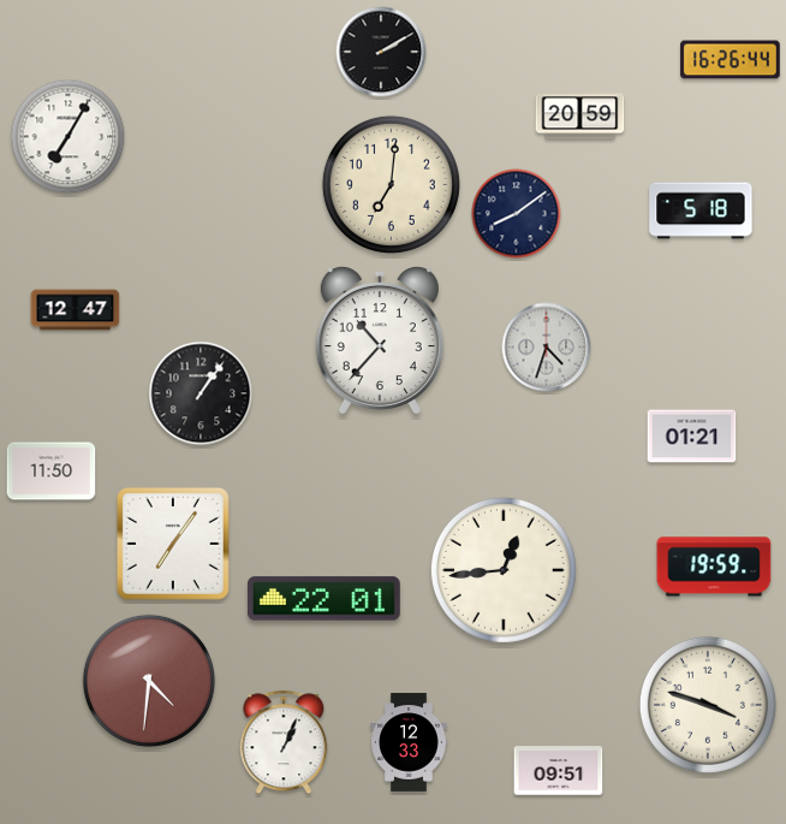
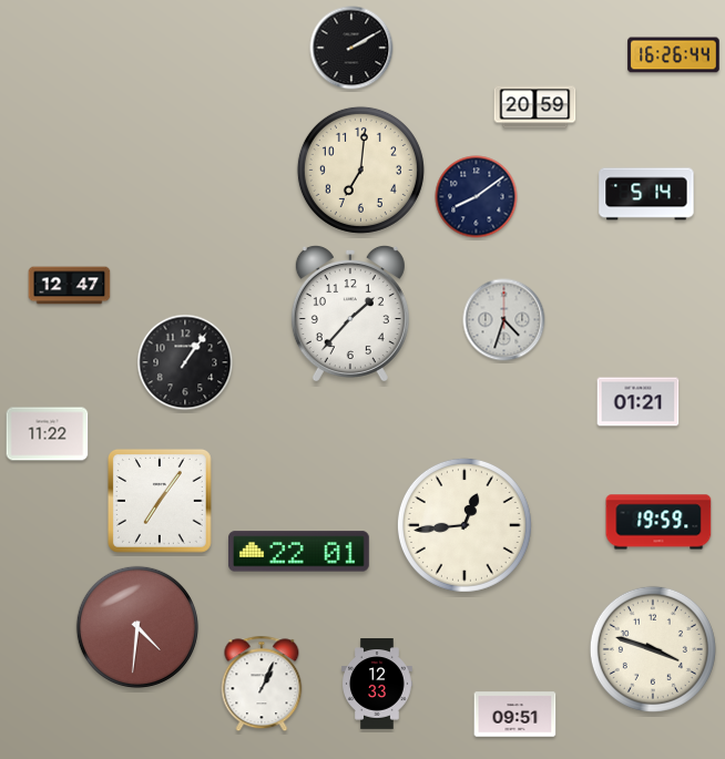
clock at (69, 137): 7:05 -> none
clock at (701, 211): 5:18 -> 5:14
clock at (380, 340): 10:37 -> 1:37
clock at (52, 472): 11:50 -> 11:22
clock at (559, 771) position: (559, 771) -> (515, 715)
